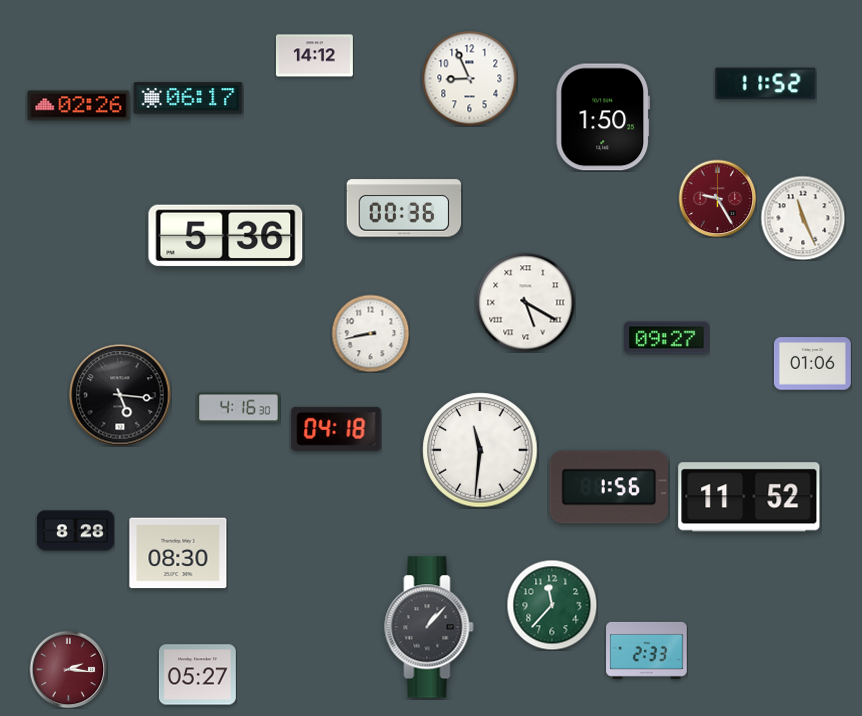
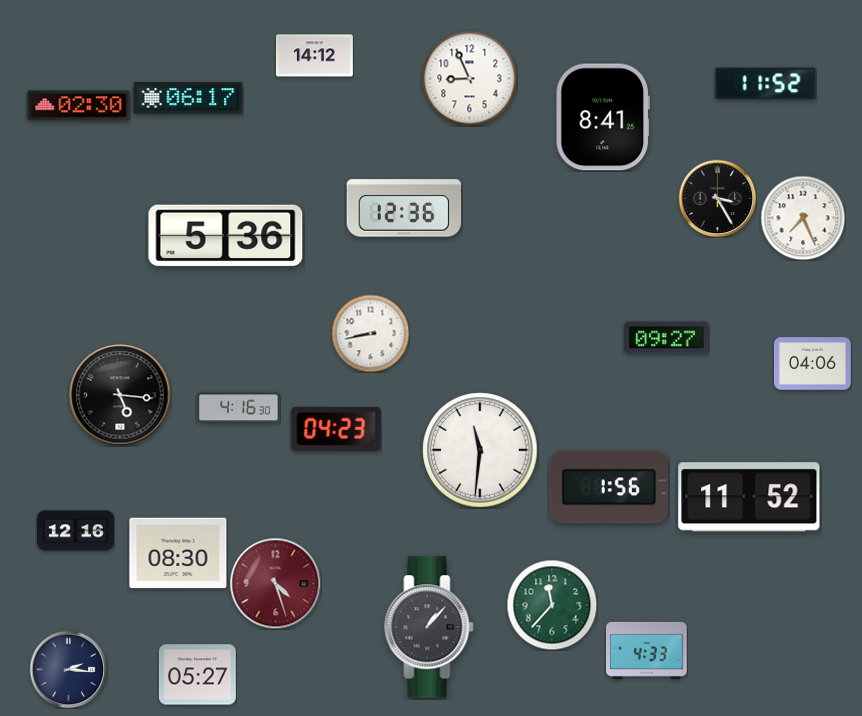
clock at (79, 106): 02:26 -> 02:30
clock at (603, 117): 1:50 -> 8:41
clock at (717, 198): 9:25 -> 3:25
clock at (717, 198) dial: burgundy -> black
clock at (404, 208): 00:36 -> 12:36
clock at (803, 218): 11:26 -> 7:26
clock at (526, 303): 5:20 -> none
clock at (812, 364): 01:06 -> 04:06
clock at (336, 429): 04:18 -> 04:23
clock at (75, 531): 8:28 -> 12:16
clock at (275, 583): none -> 4:27
clock at (647, 650): 2:33 -> 4:33
clock at (68, 669) dial: burgundy -> navy
